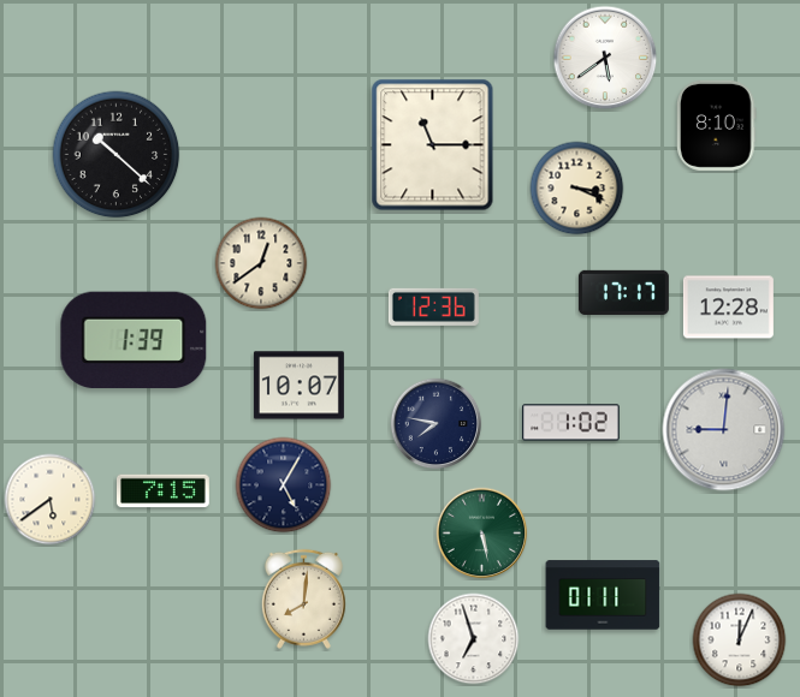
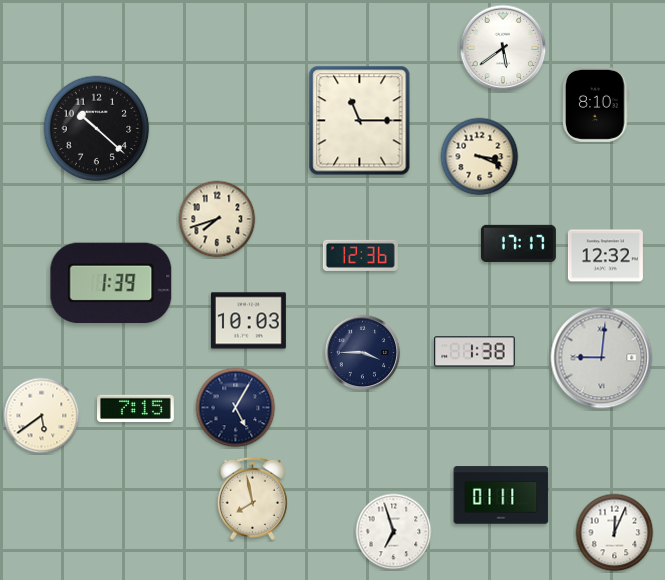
clock at (261, 263): 12:39 -> 7:42
clock at (728, 308): 12:28 -> 12:32
clock at (298, 386): 10:07 -> 10:03
clock at (571, 423): 1:02 -> 1:38
clock at (437, 424): 7:47 -> 3:45
clock at (284, 485) position: (284, 485) -> (236, 408)
clock at (482, 534): 5:28 -> none
clock at (303, 598): 8:01 -> 7:58
